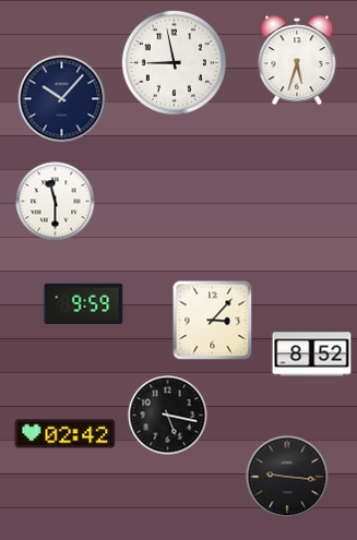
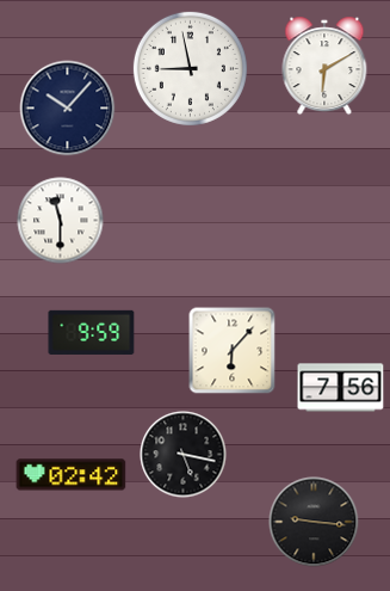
clock at (297, 60): 5:33 -> 6:10
clock at (213, 321): 3:07 -> 6:07
clock at (312, 355): 8:52 -> 7:56
